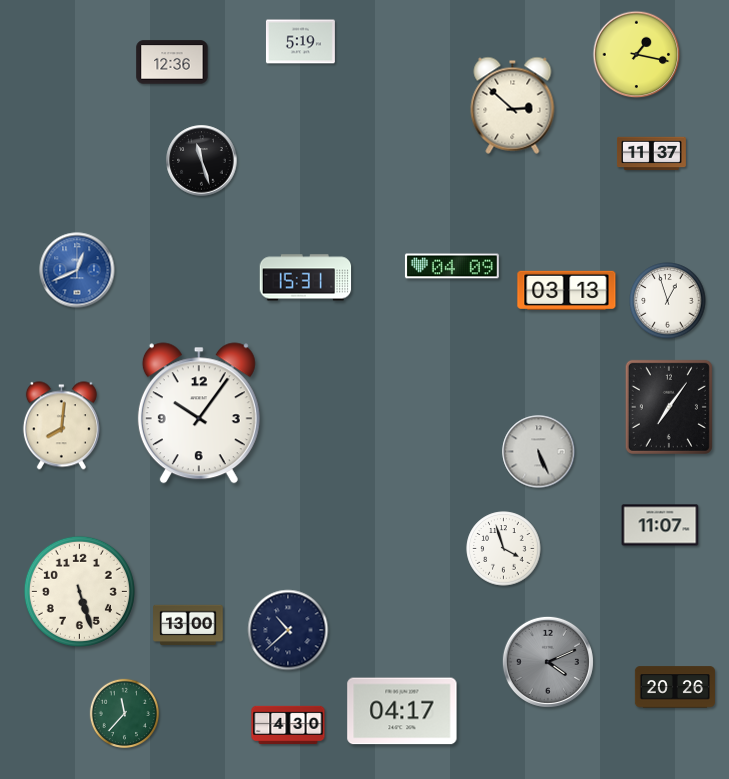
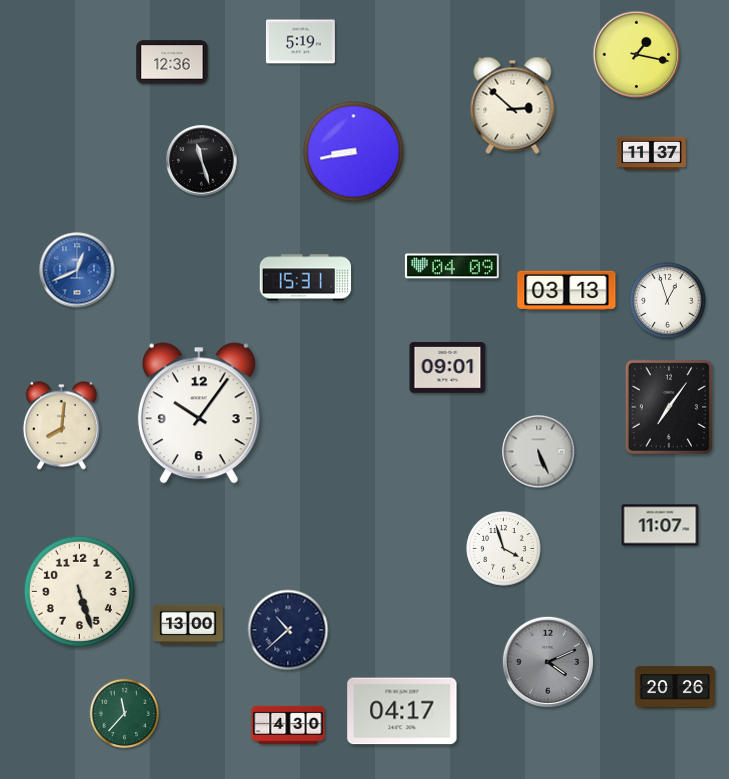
clock at (354, 152): none -> 8:43
clock at (448, 368): none -> 09:01
